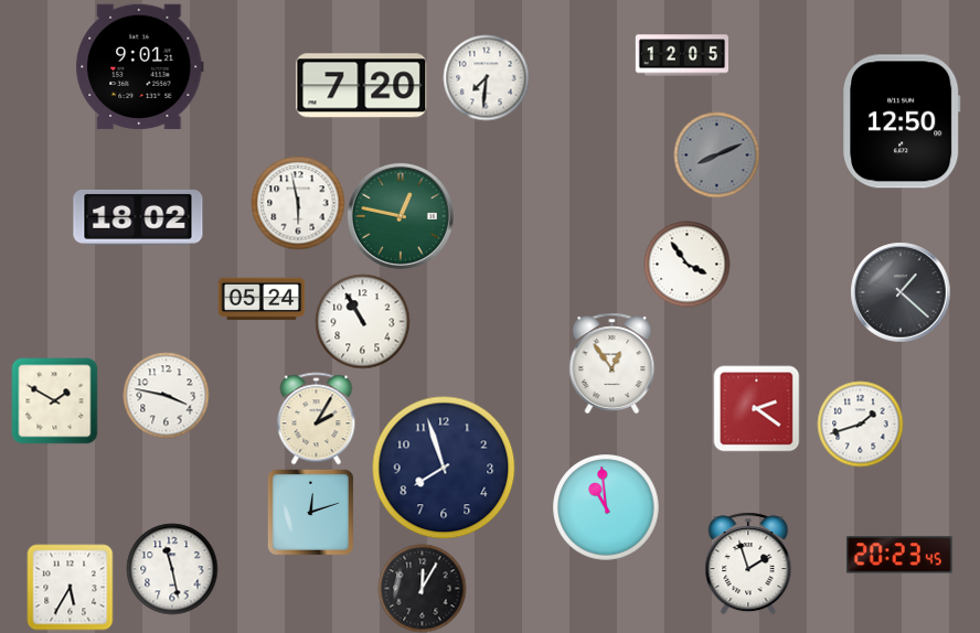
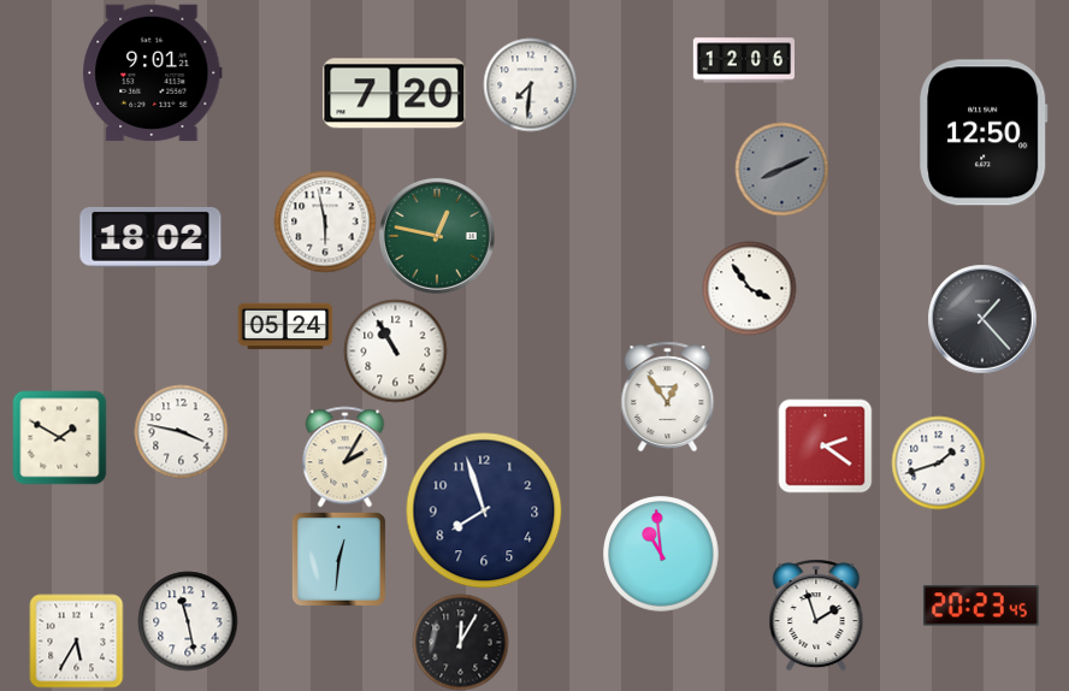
clock at (681, 55): 12:05 -> 12:06
clock at (901, 292): 1:22 -> 1:23
clock at (310, 512): 12:12 -> 12:31
